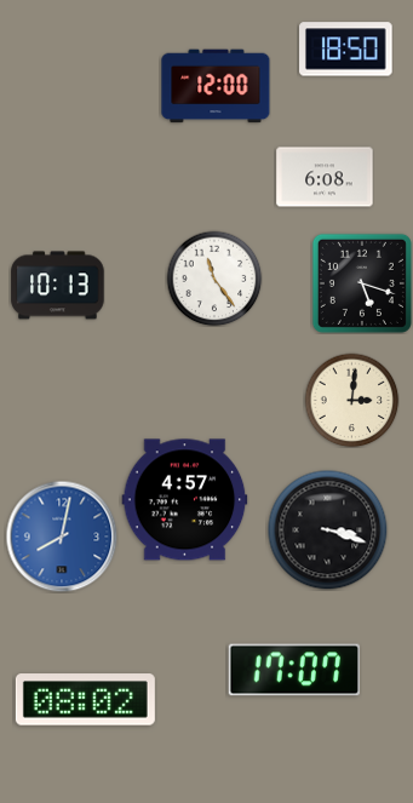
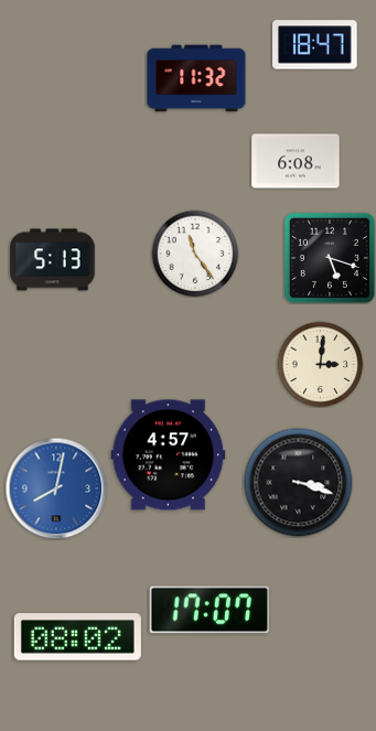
clock at (346, 50): 18:50 -> 18:47
clock at (216, 86): 12:00 -> 11:32
clock at (58, 286): 10:13 -> 5:13
clock at (293, 670) position: (293, 670) -> (208, 610)
